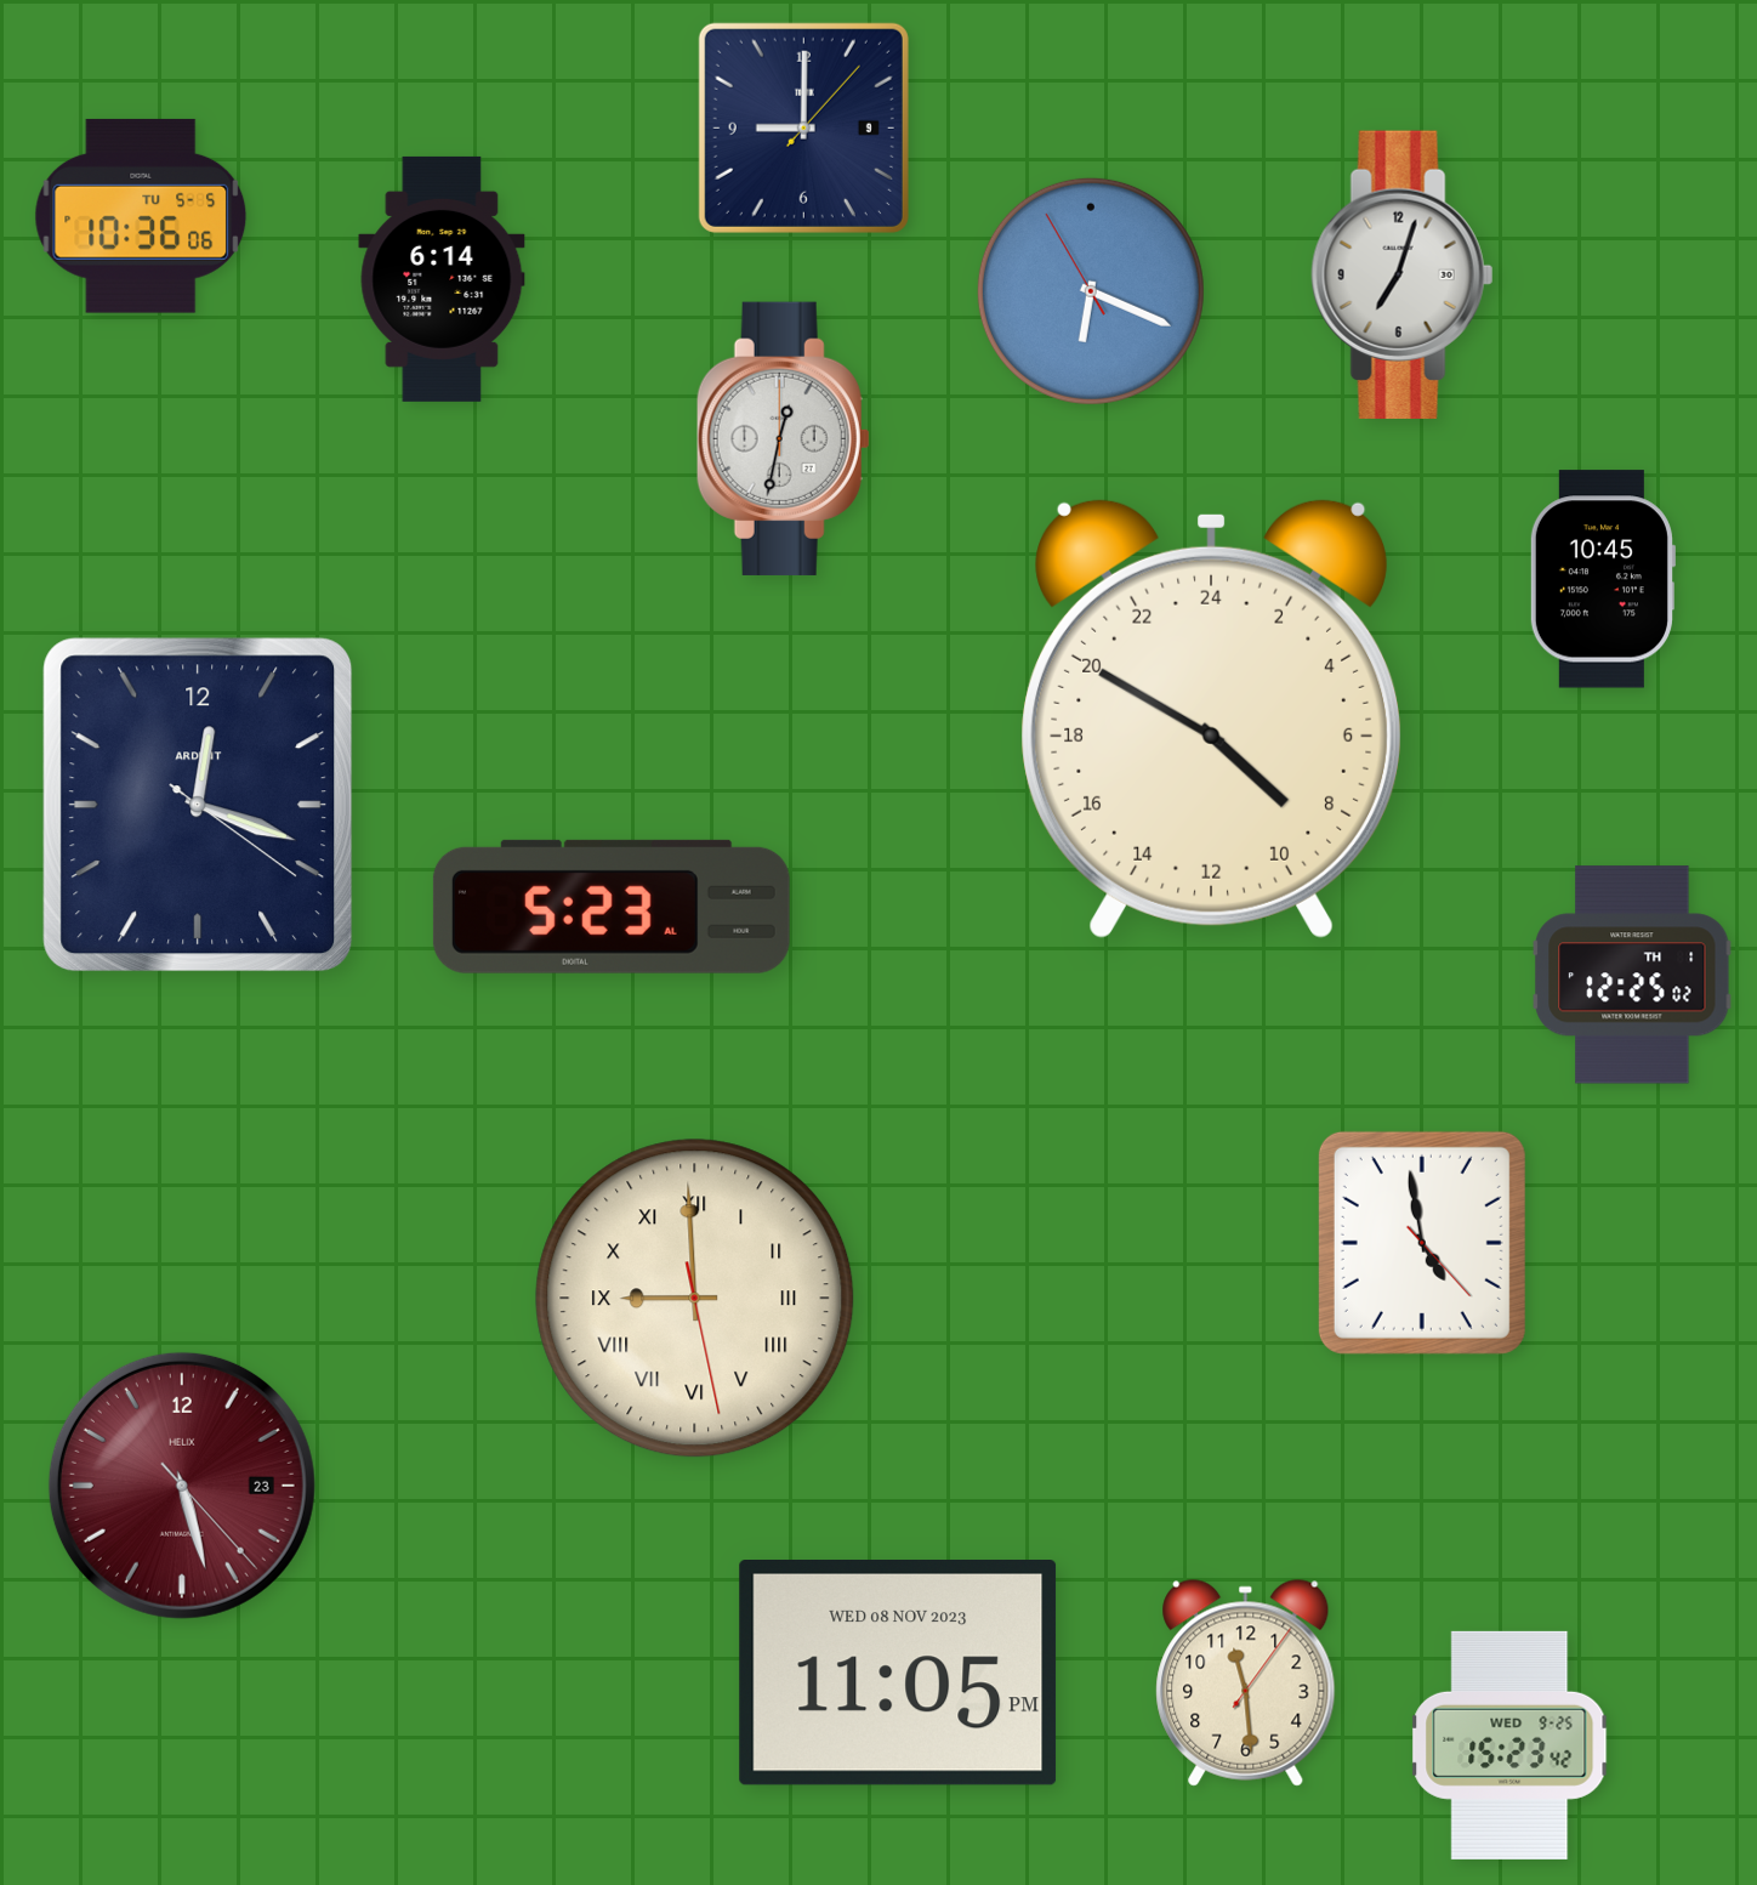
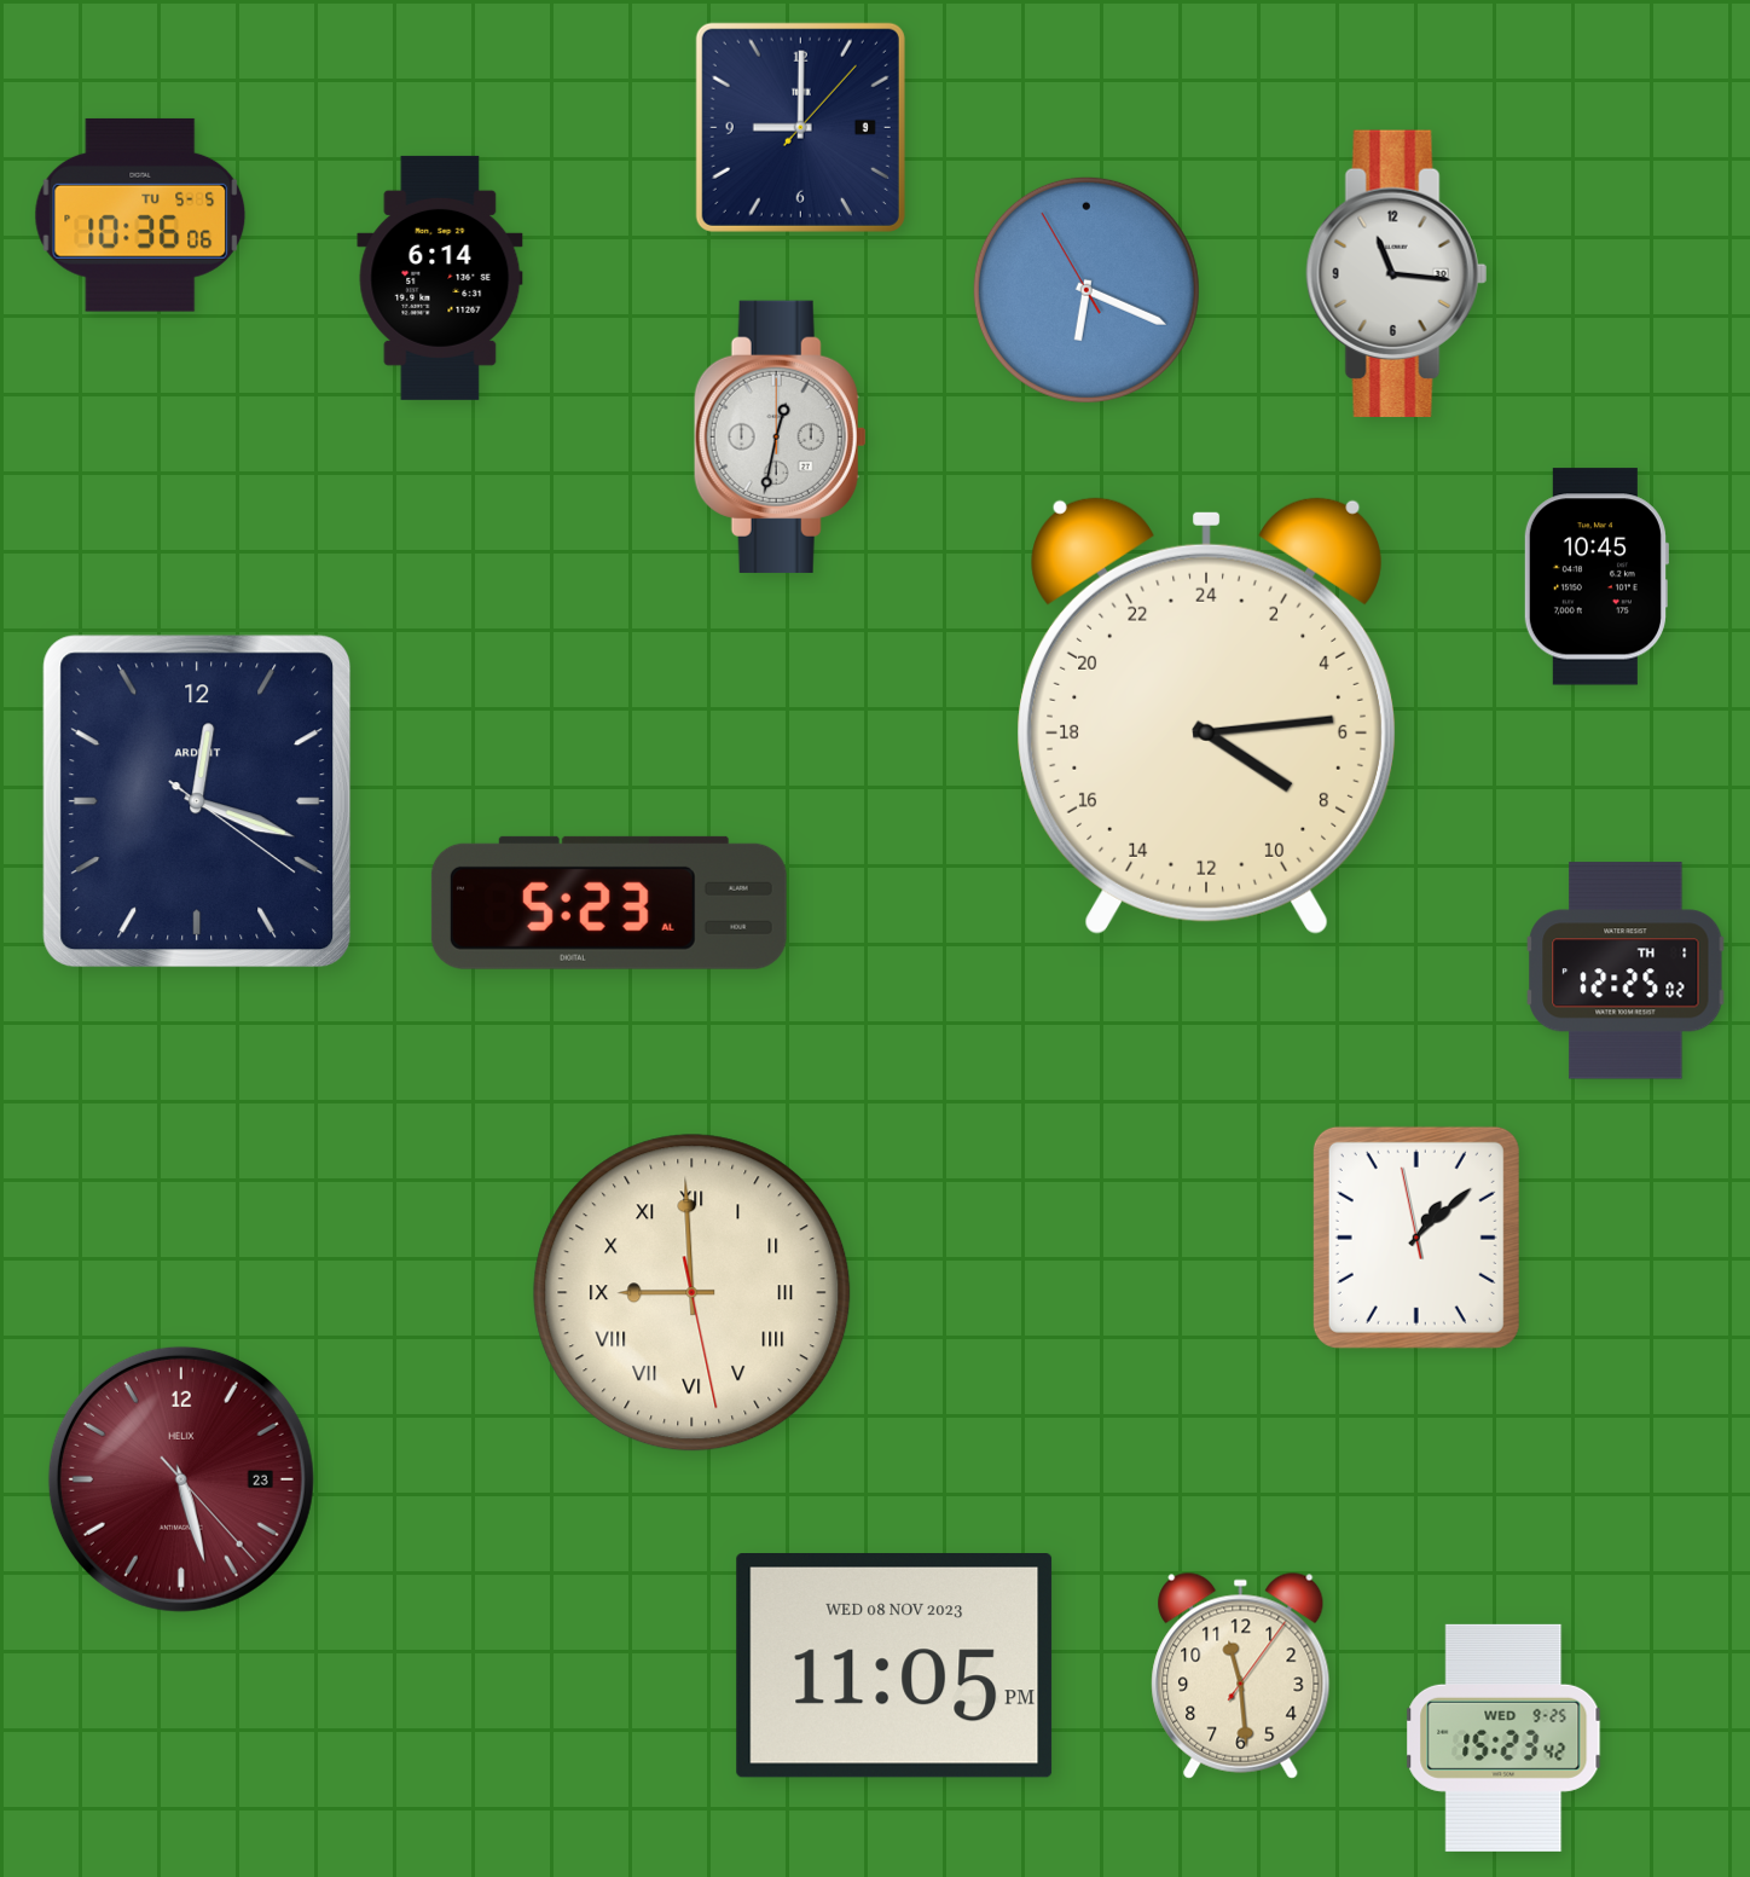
clock at (1403, 274): 7:03 -> 11:16
clock at (1212, 719): 8:50 -> 8:14
clock at (1422, 1243): 4:58 -> 1:07
